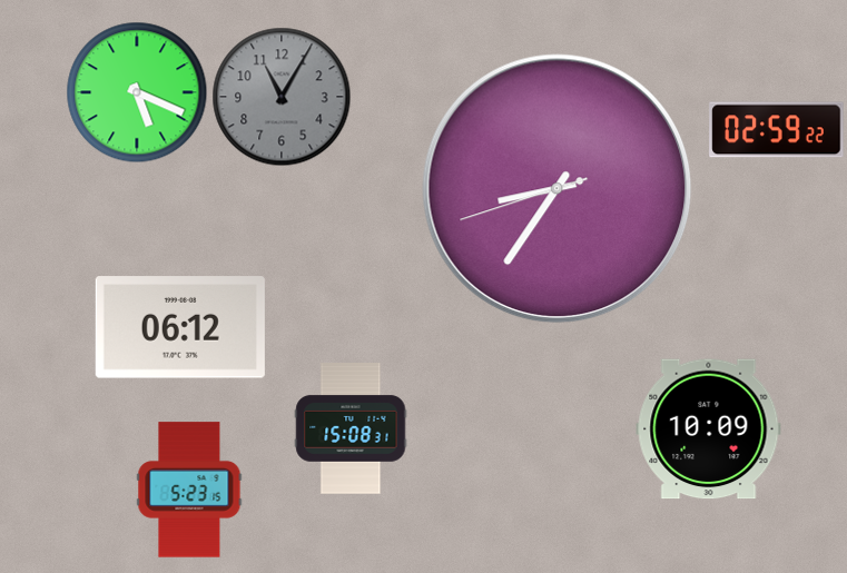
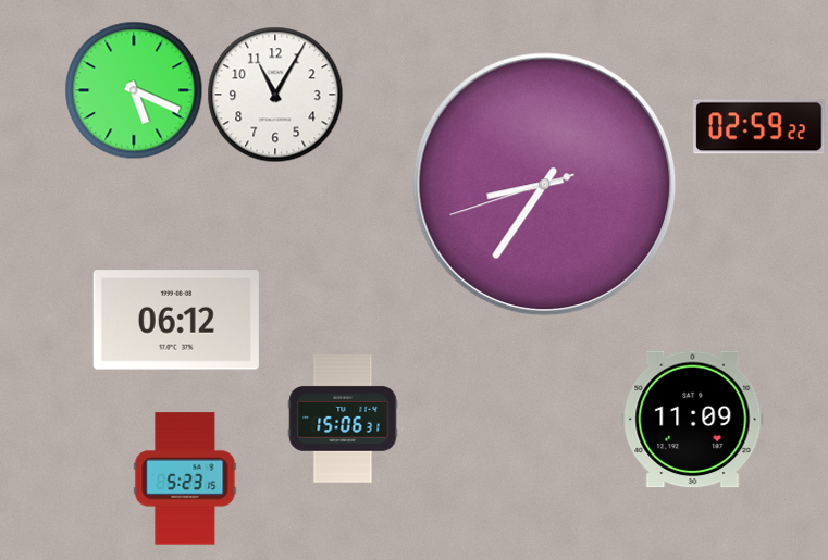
clock at (282, 97) dial: grey -> white
clock at (351, 428): 15:08 -> 15:06
clock at (709, 429): 10:09 -> 11:09
